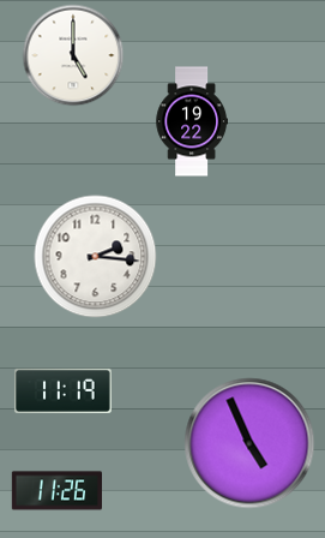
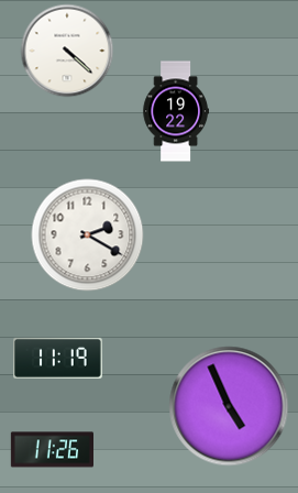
clock at (73, 55): 5:00 -> 4:22
clock at (96, 257): 2:16 -> 2:20
